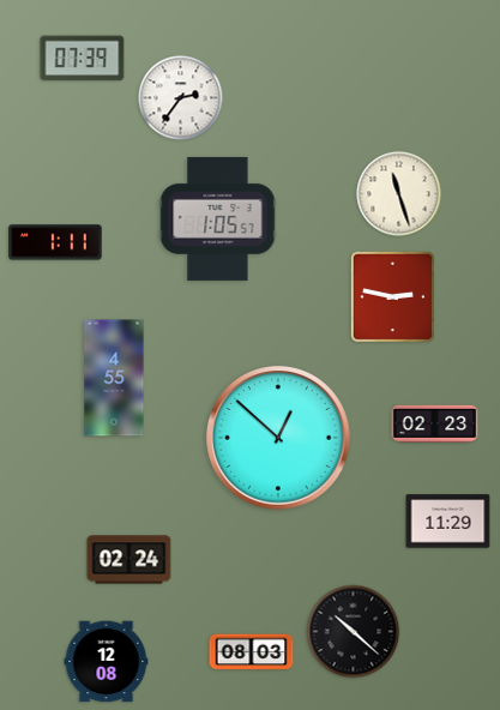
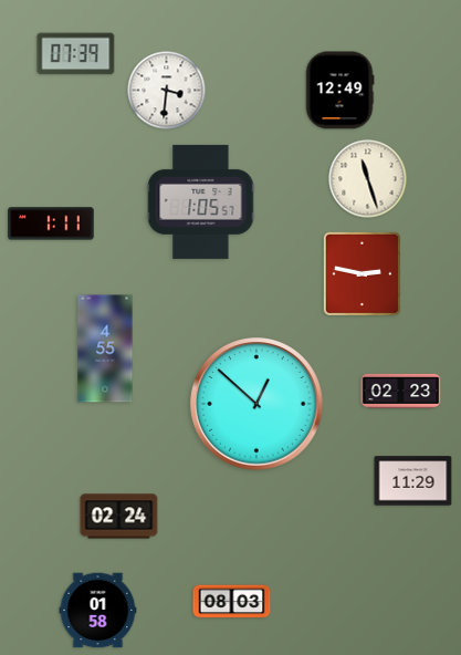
clock at (181, 98): 2:36 -> 3:31
clock at (339, 91): none -> 12:49
clock at (354, 632): 10:22 -> none
clock at (107, 662): 12:08 -> 01:58
